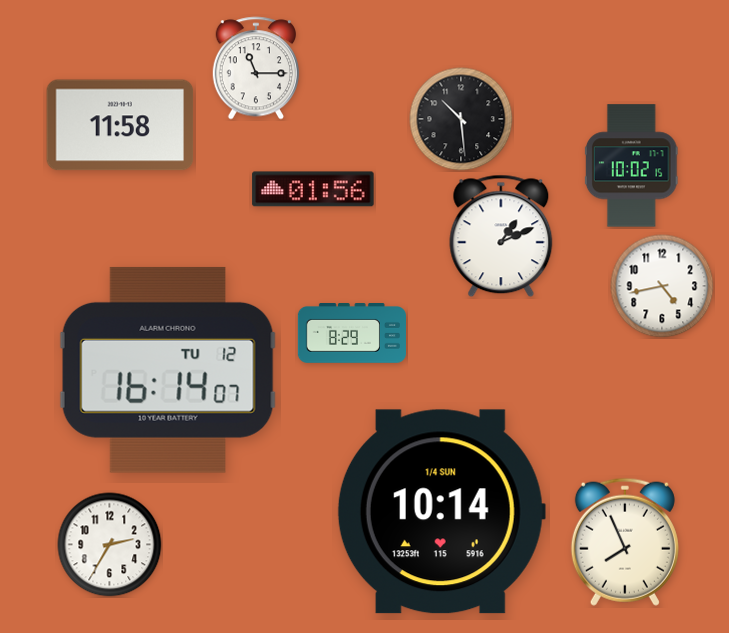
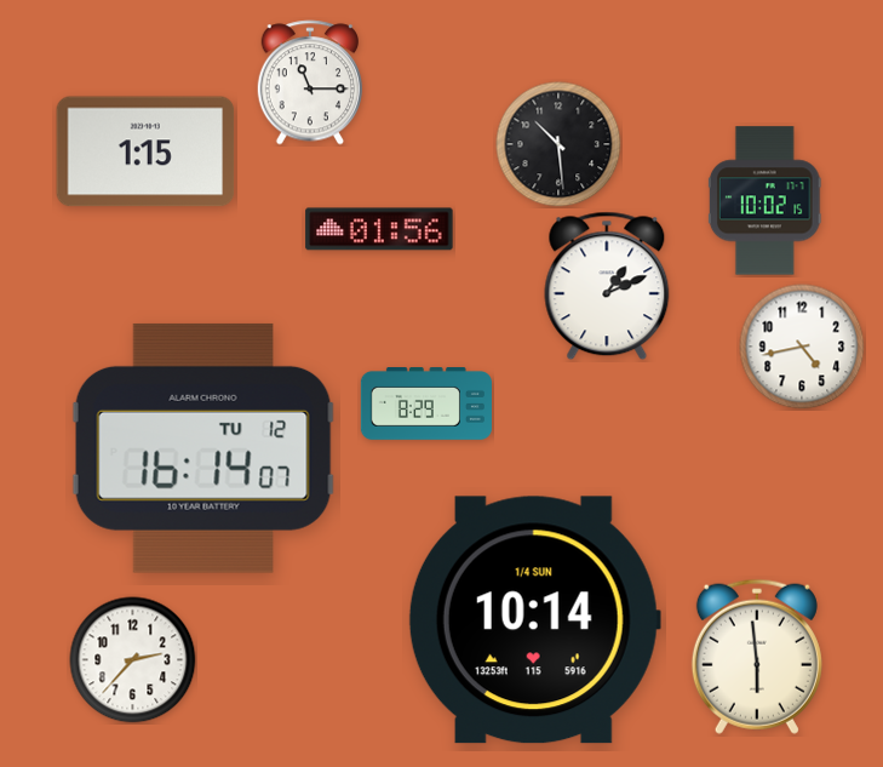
clock at (120, 125): 11:58 -> 1:15
clock at (625, 542): 7:56 -> 5:59
clock at (110, 545): 2:35 -> 2:37
